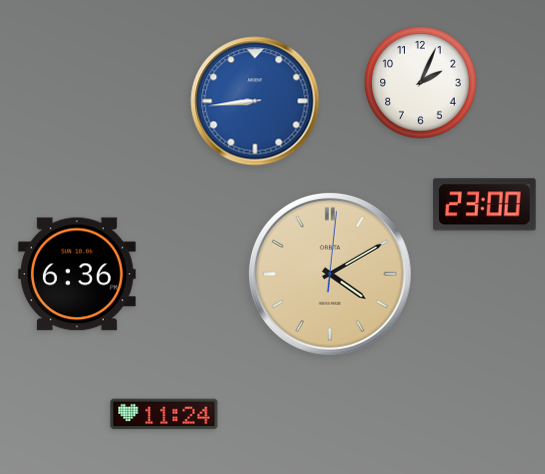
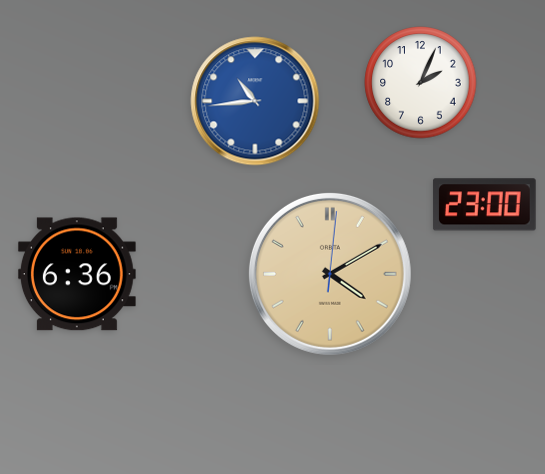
clock at (255, 101): 8:44 -> 10:44
clock at (164, 414): 11:24 -> none
